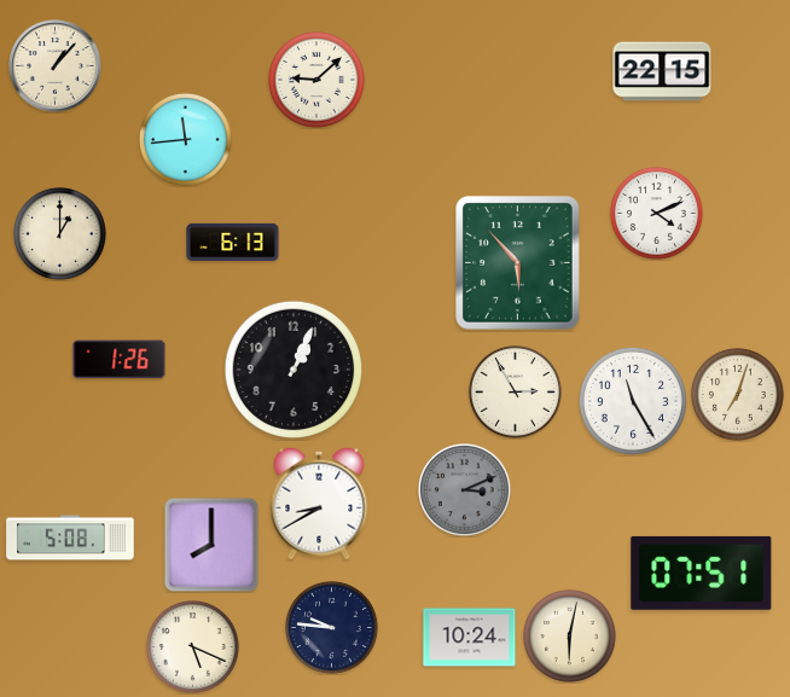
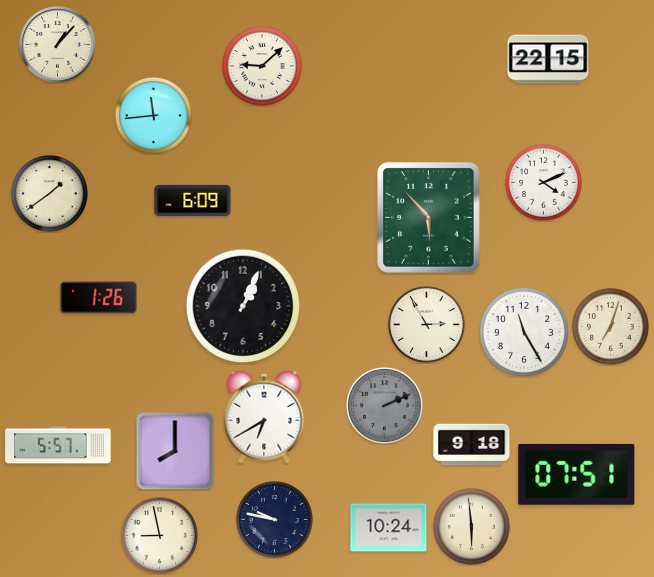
clock at (56, 66) position: (56, 66) -> (58, 45)
clock at (657, 214) position: (657, 214) -> (544, 183)
clock at (60, 234): 1:00 -> 1:39
clock at (233, 242): 6:13 -> 6:09
clock at (465, 490): 3:11 -> 2:11
clock at (319, 504): 8:40 -> 6:40
clock at (70, 538): 5:08 -> 5:57
clock at (472, 445): none -> 9:18
clock at (702, 573) position: (702, 573) -> (577, 474)
clock at (332, 628): 9:46 -> 9:47
clock at (570, 637): 6:02 -> 5:59
clock at (193, 647): 5:19 -> 8:58
